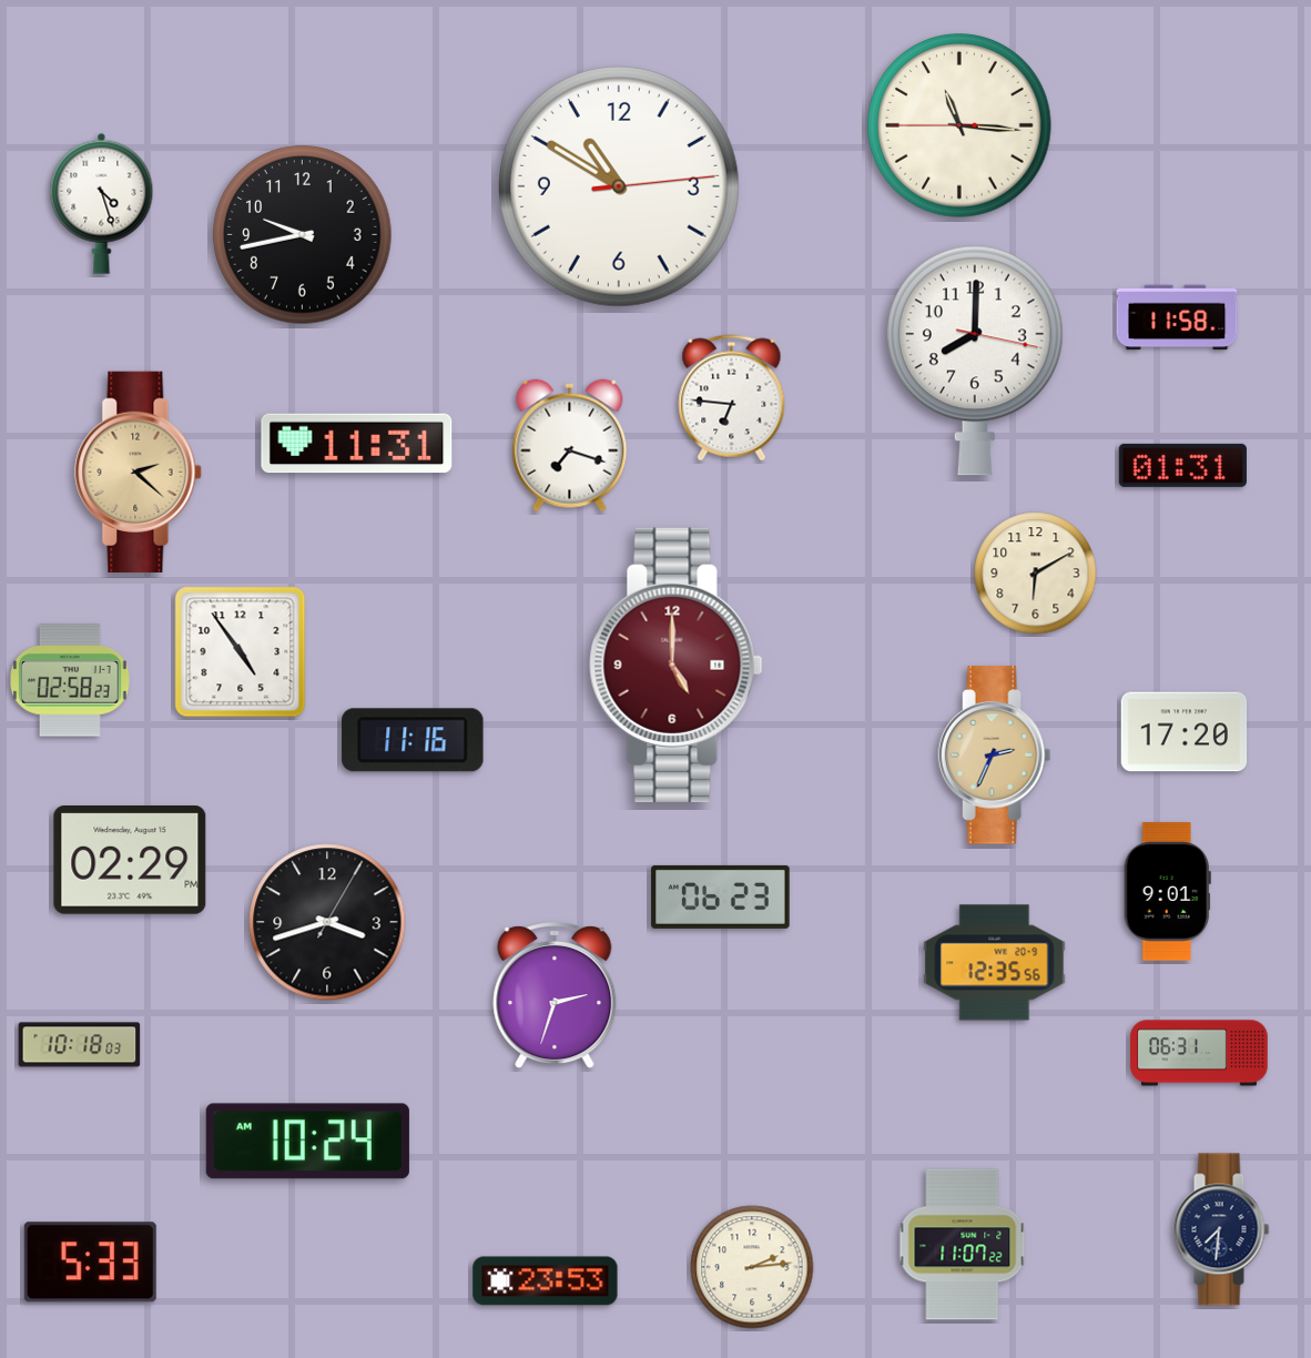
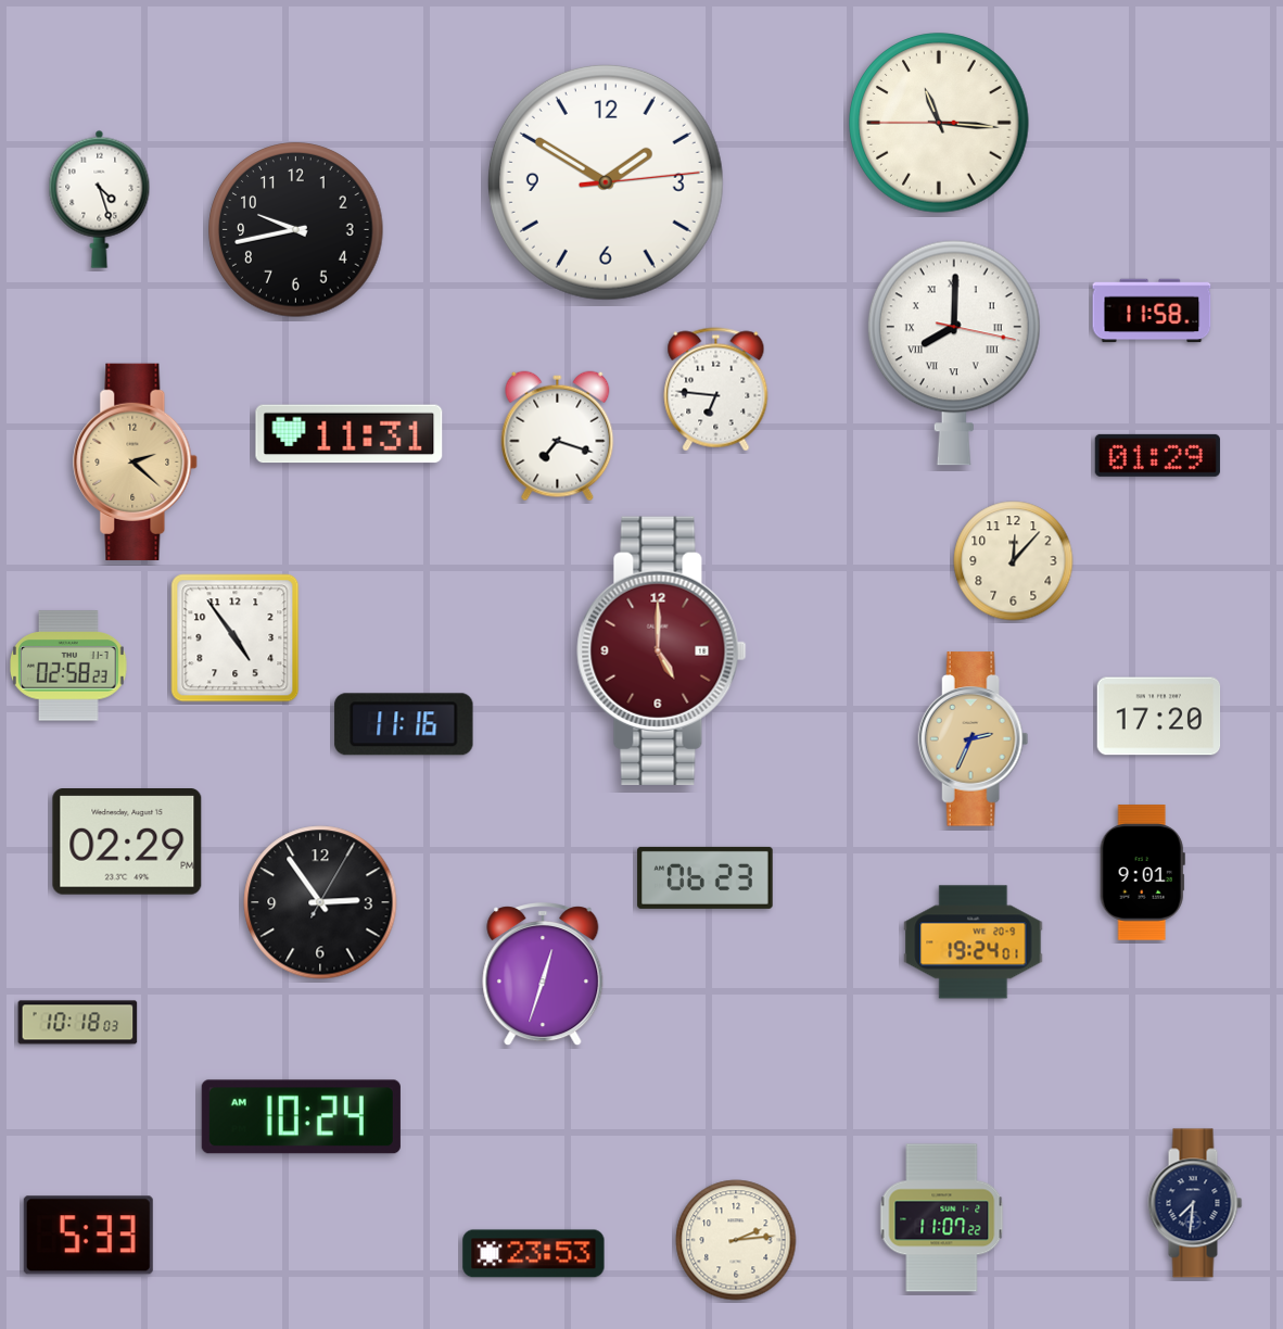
clock at (619, 186): 10:50 -> 1:50
clock at (975, 361) numerals: Arabic -> Roman
clock at (1182, 465): 01:31 -> 01:29
clock at (1036, 574): 6:10 -> 12:07
clock at (327, 922): 3:42 -> 2:54
clock at (995, 963): 12:35 -> 19:24
clock at (555, 996): 2:33 -> 12:33
clock at (1199, 1053): 06:31 -> none
